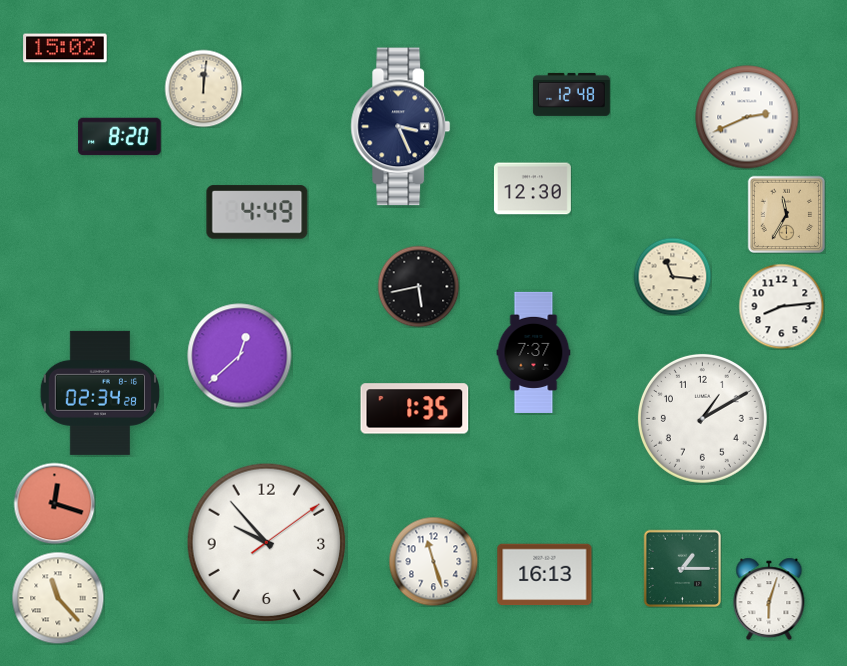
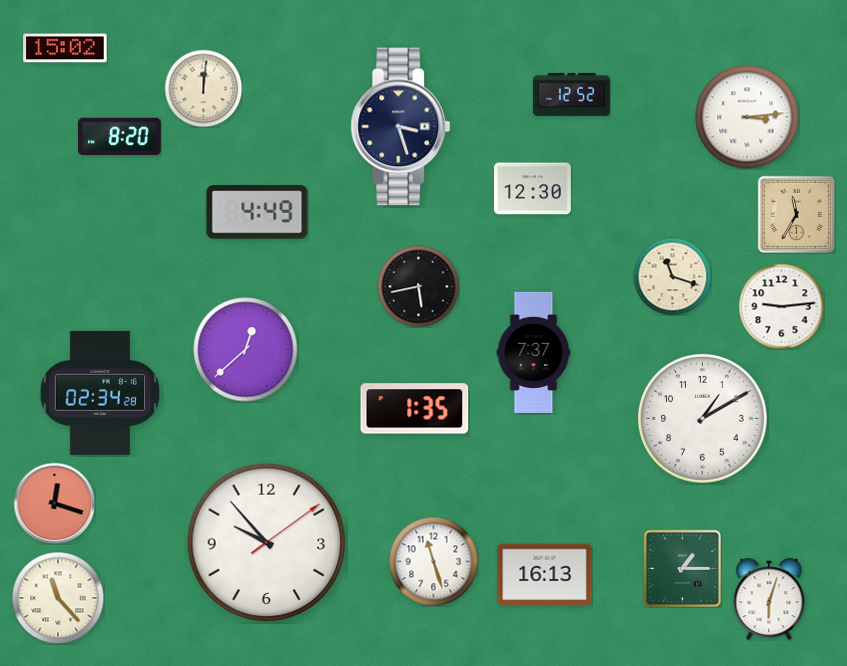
clock at (571, 94): 12:48 -> 12:52
clock at (747, 117): 2:41 -> 3:14
clock at (401, 127): 3:26 -> 3:27
clock at (786, 214) position: (786, 214) -> (796, 214)
clock at (672, 276): 11:16 -> 11:18
clock at (781, 306): 8:14 -> 9:14
clock at (240, 356) position: (240, 356) -> (246, 350)
